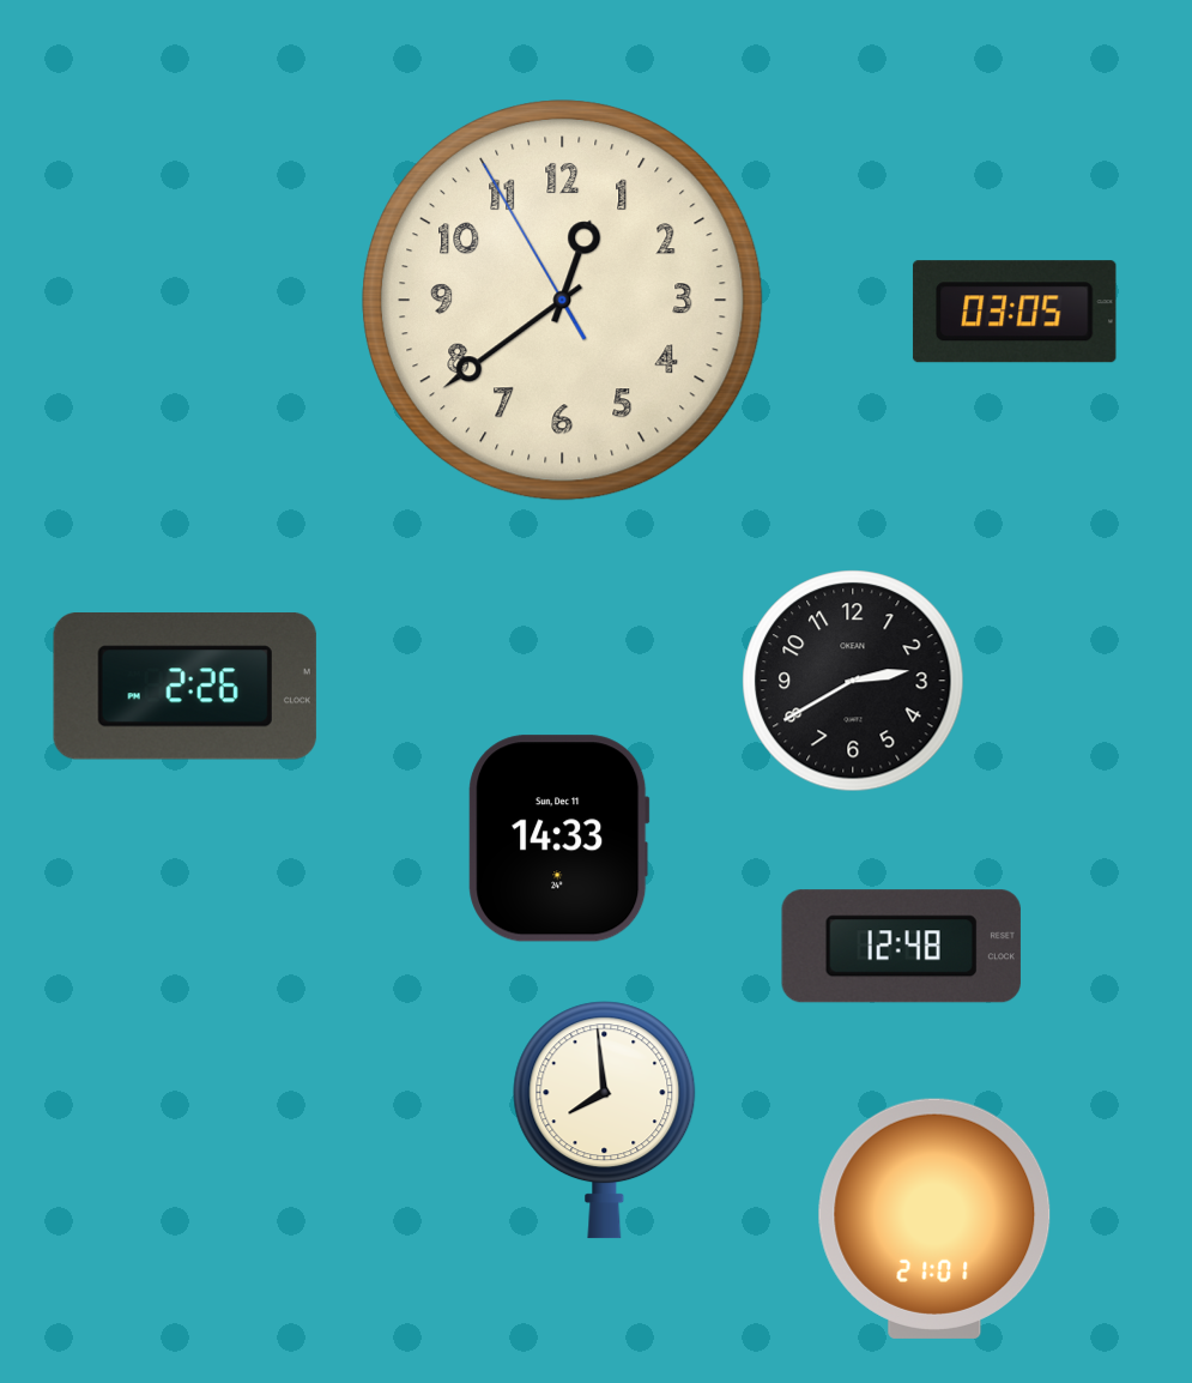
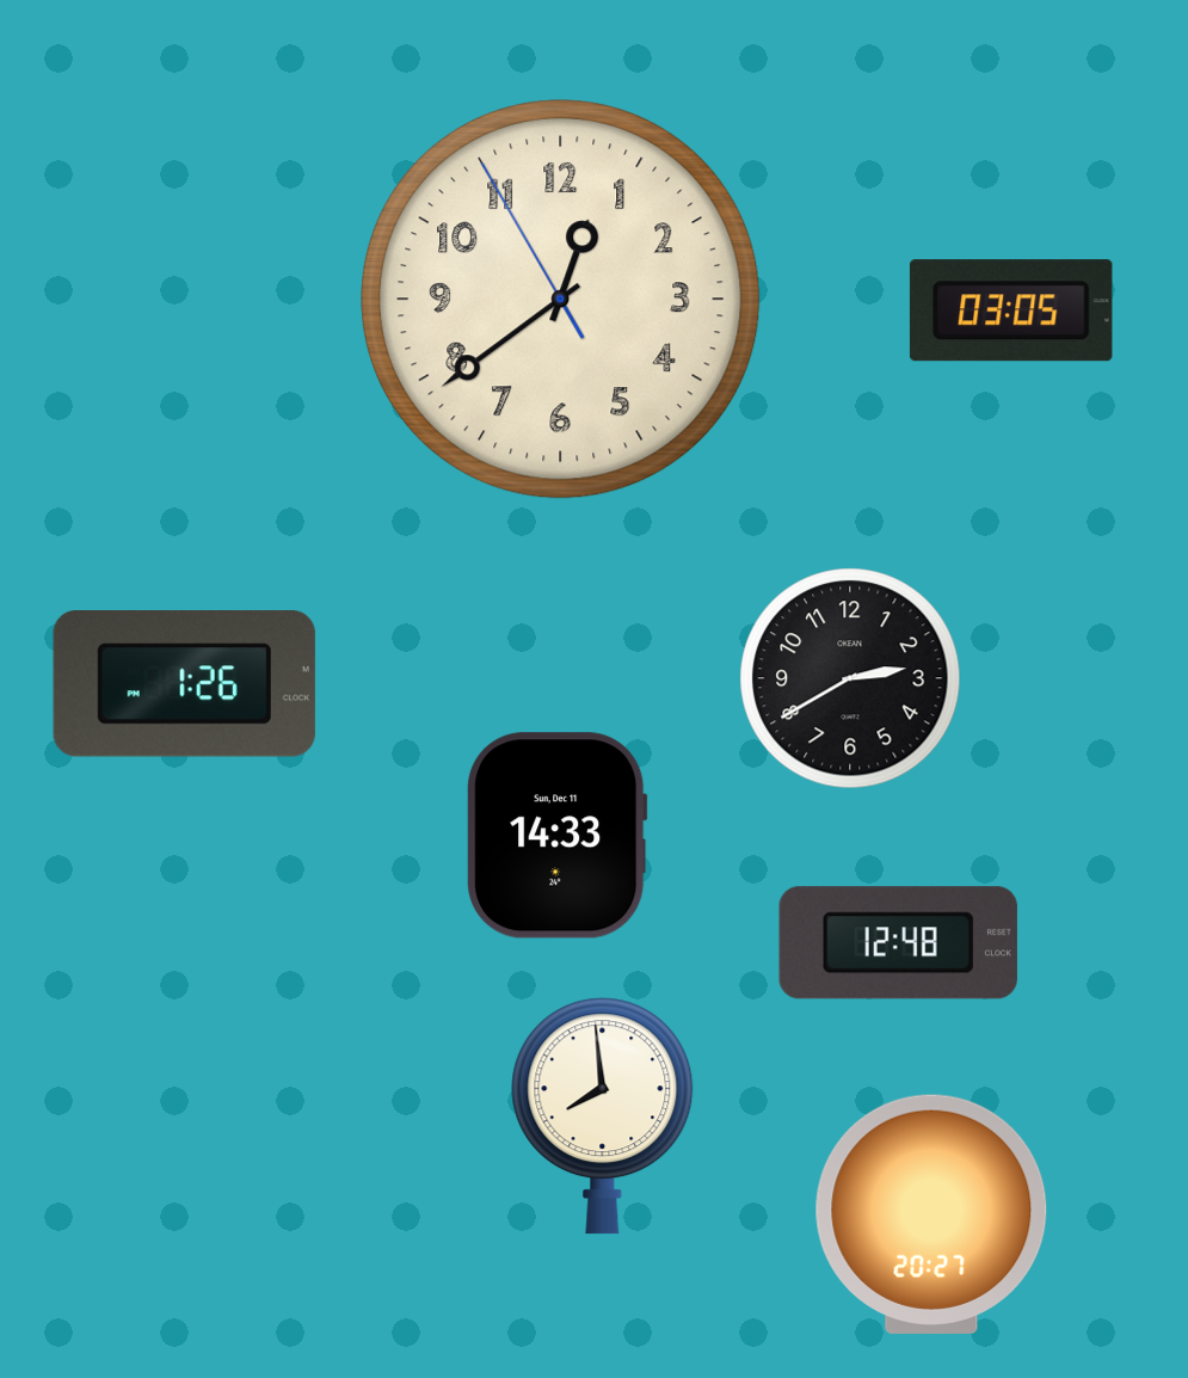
clock at (184, 687): 2:26 -> 1:26
clock at (934, 1219): 21:01 -> 20:27
